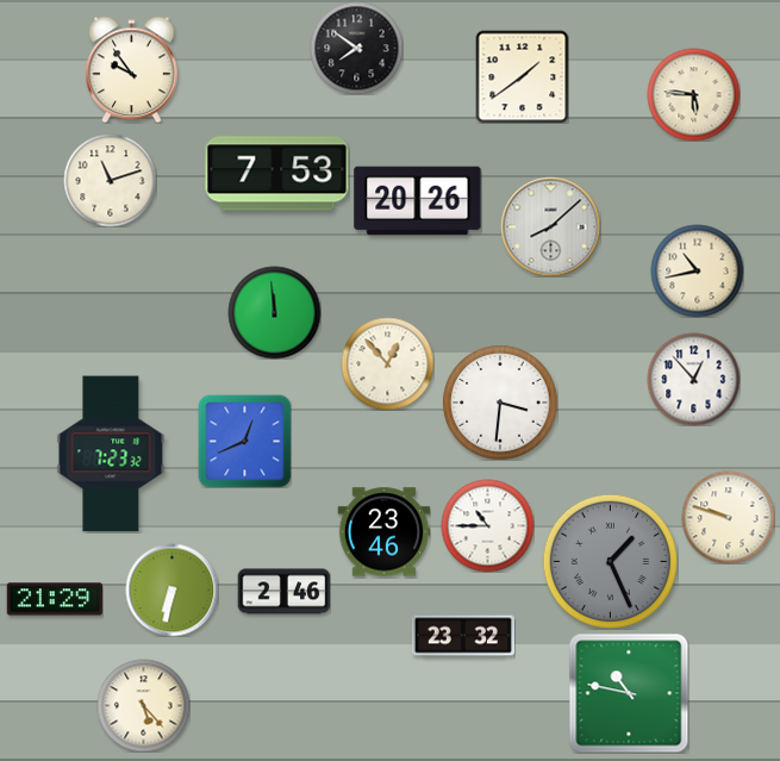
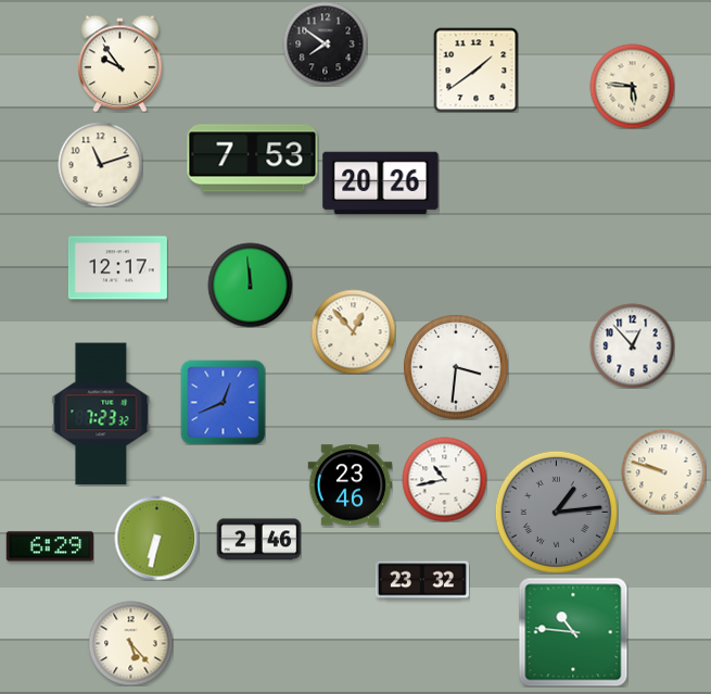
clock at (550, 226): 8:08 -> none
clock at (697, 270): 10:43 -> none
clock at (117, 268): none -> 12:17
clock at (487, 525): 10:45 -> 10:43
clock at (610, 561): 1:26 -> 1:14
clock at (55, 599): 21:29 -> 6:29
clock at (629, 693): 10:47 -> 10:46
